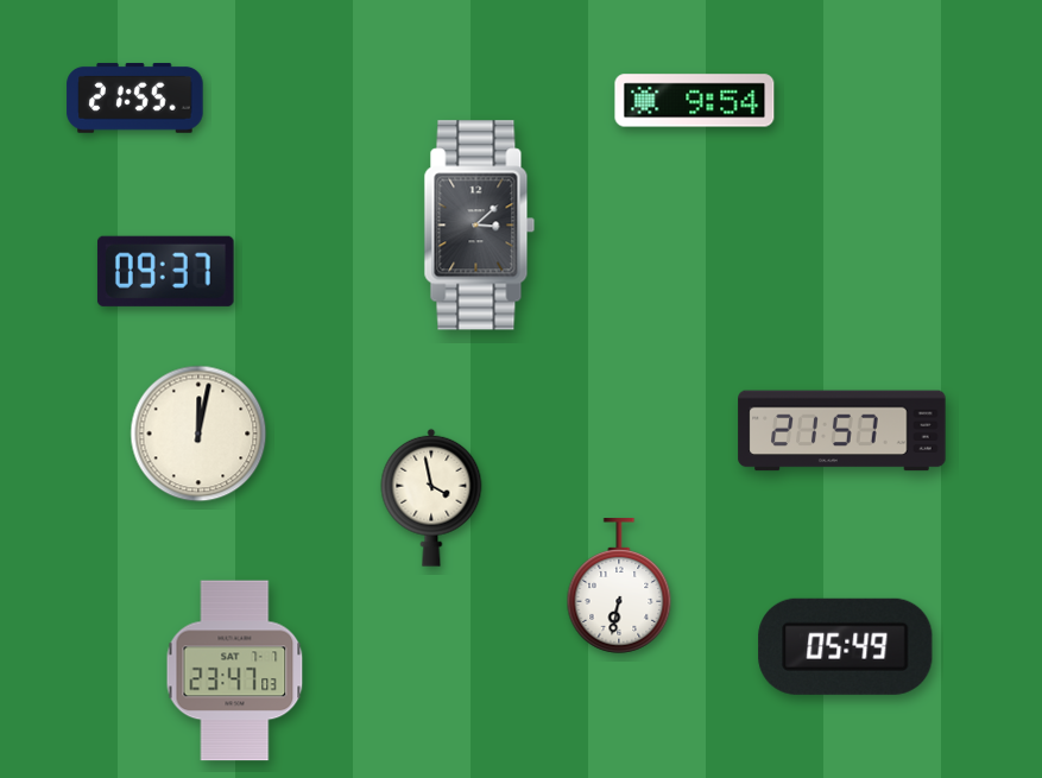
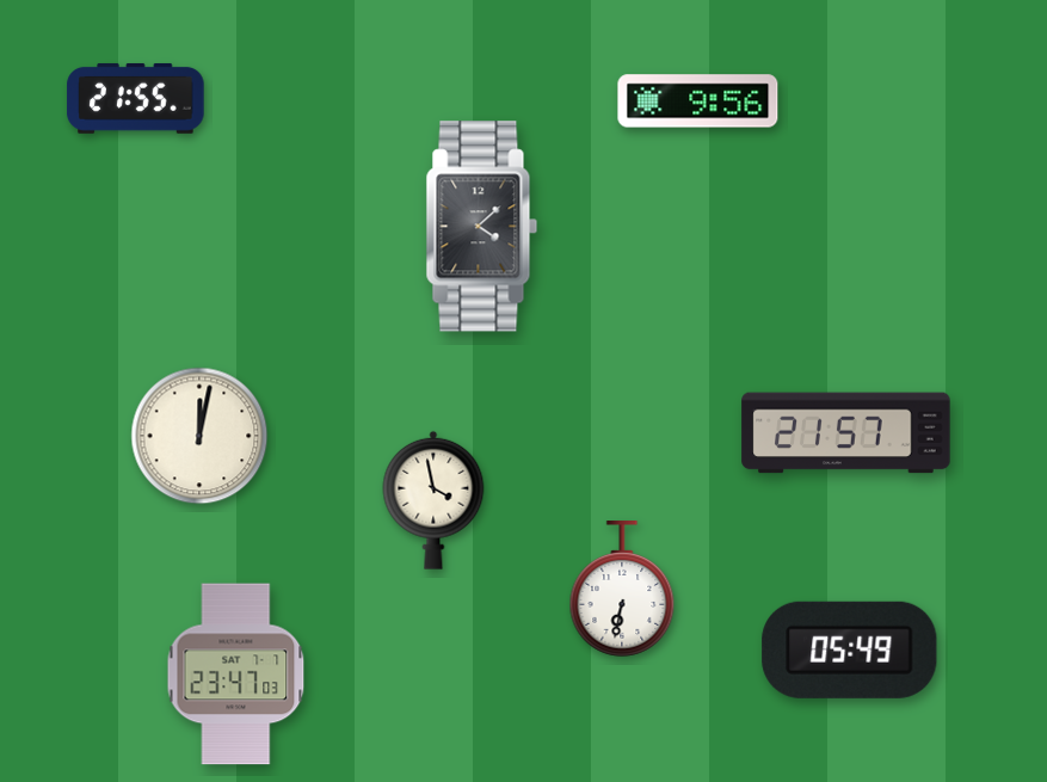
clock at (695, 101): 9:54 -> 9:56
clock at (480, 226): 3:08 -> 4:08
clock at (165, 271): 09:37 -> none
